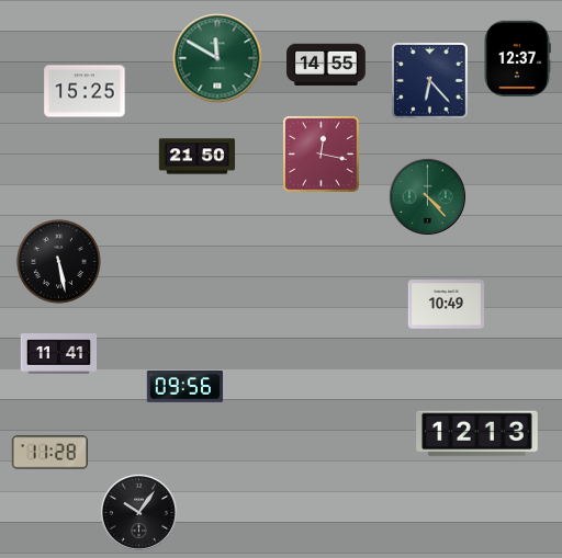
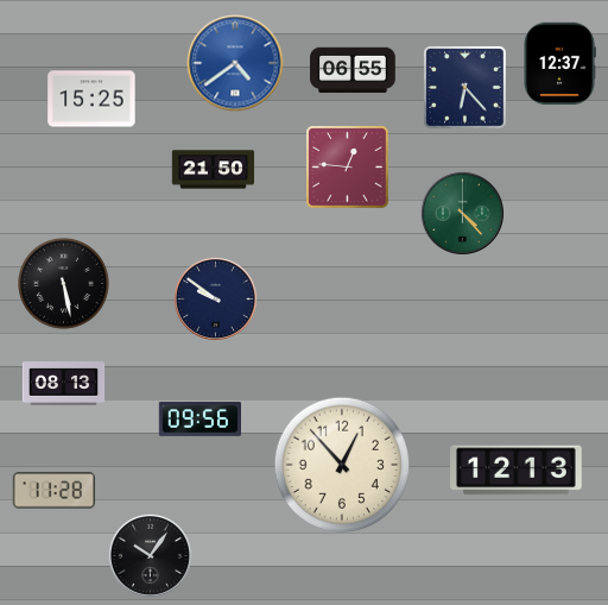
clock at (217, 58): 11:50 -> 4:39
clock at (217, 58) dial: green -> blue
clock at (326, 65): 14:55 -> 06:55
clock at (322, 155): 12:17 -> 12:46
clock at (215, 298): none -> 9:51
clock at (447, 305): 10:49 -> none
clock at (59, 354): 11:41 -> 08:13
clock at (342, 465): none -> 12:53
